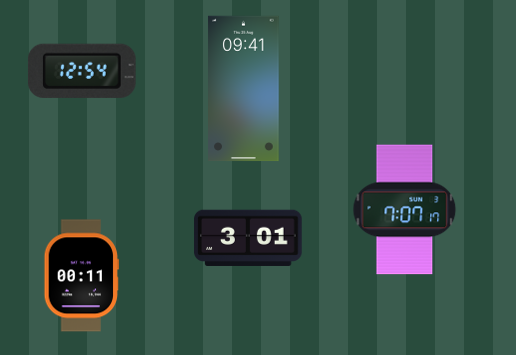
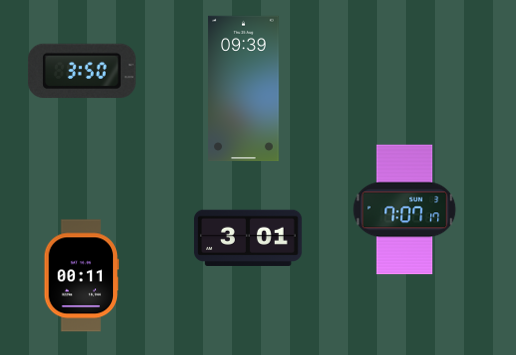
clock at (82, 71): 12:54 -> 3:50
clock at (244, 89): 09:41 -> 09:39
